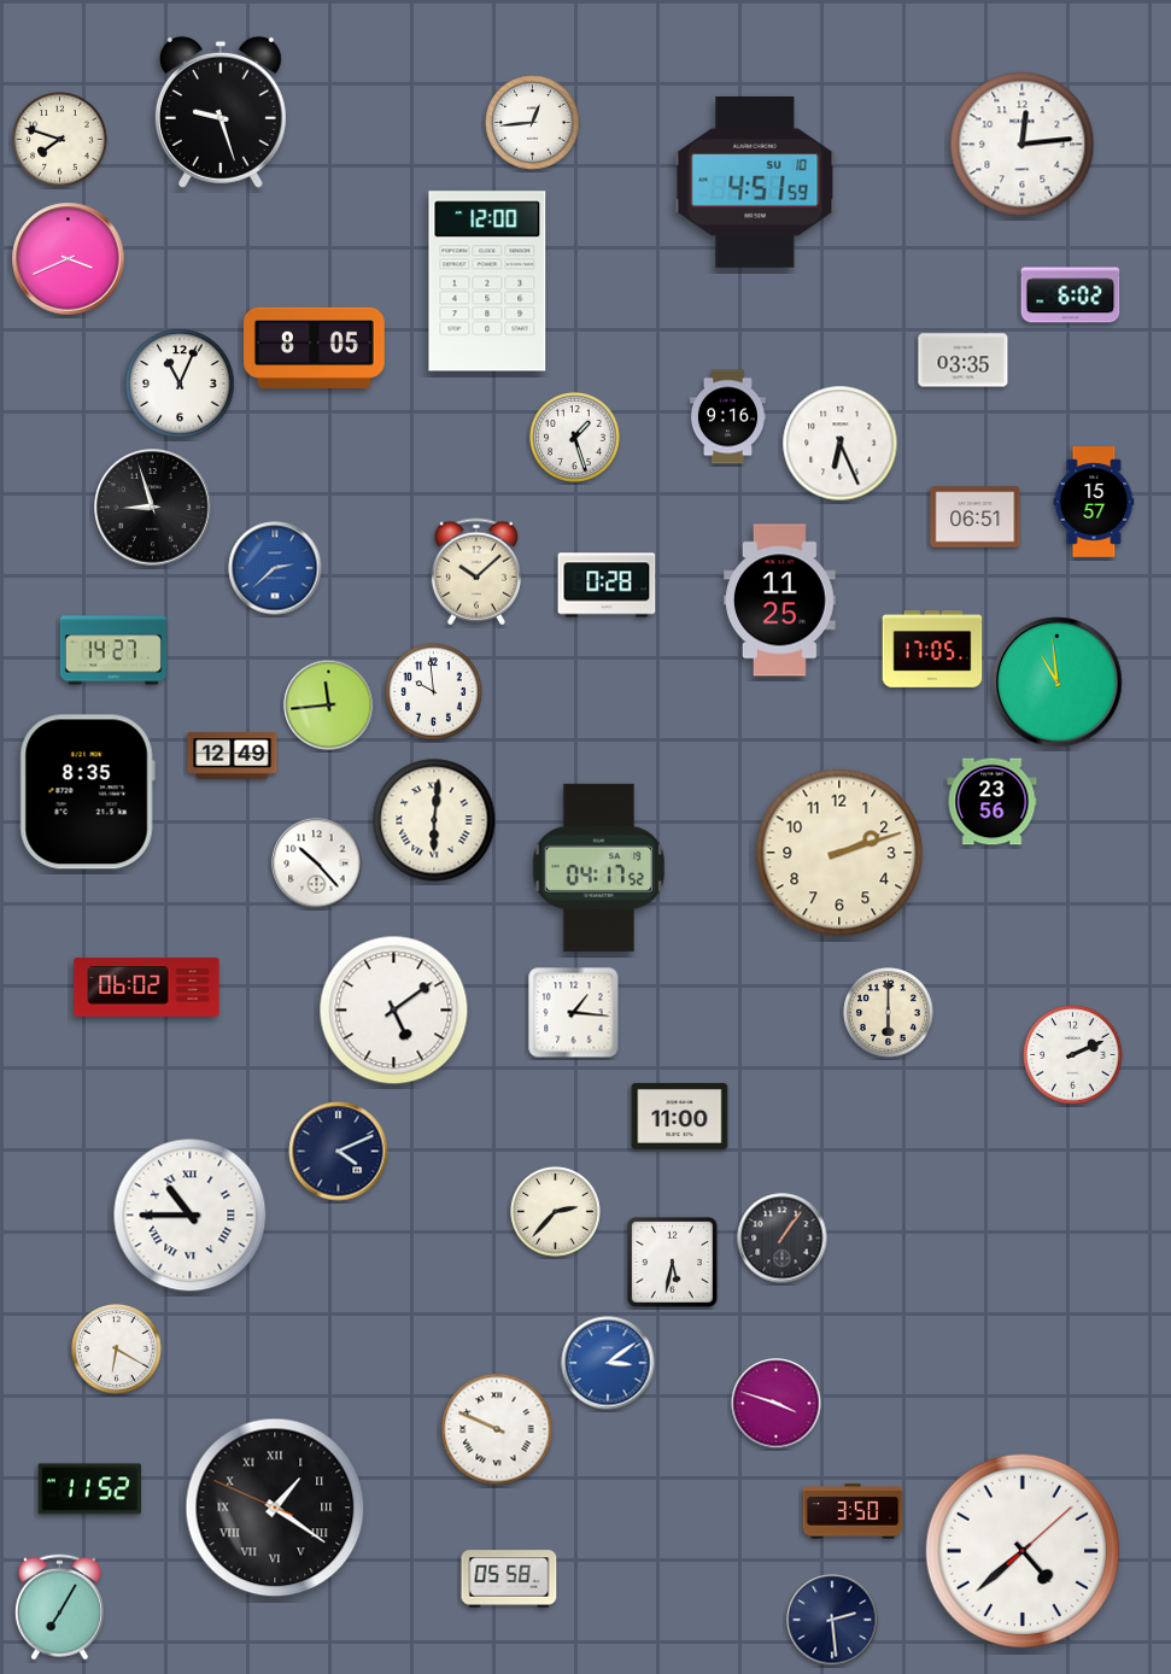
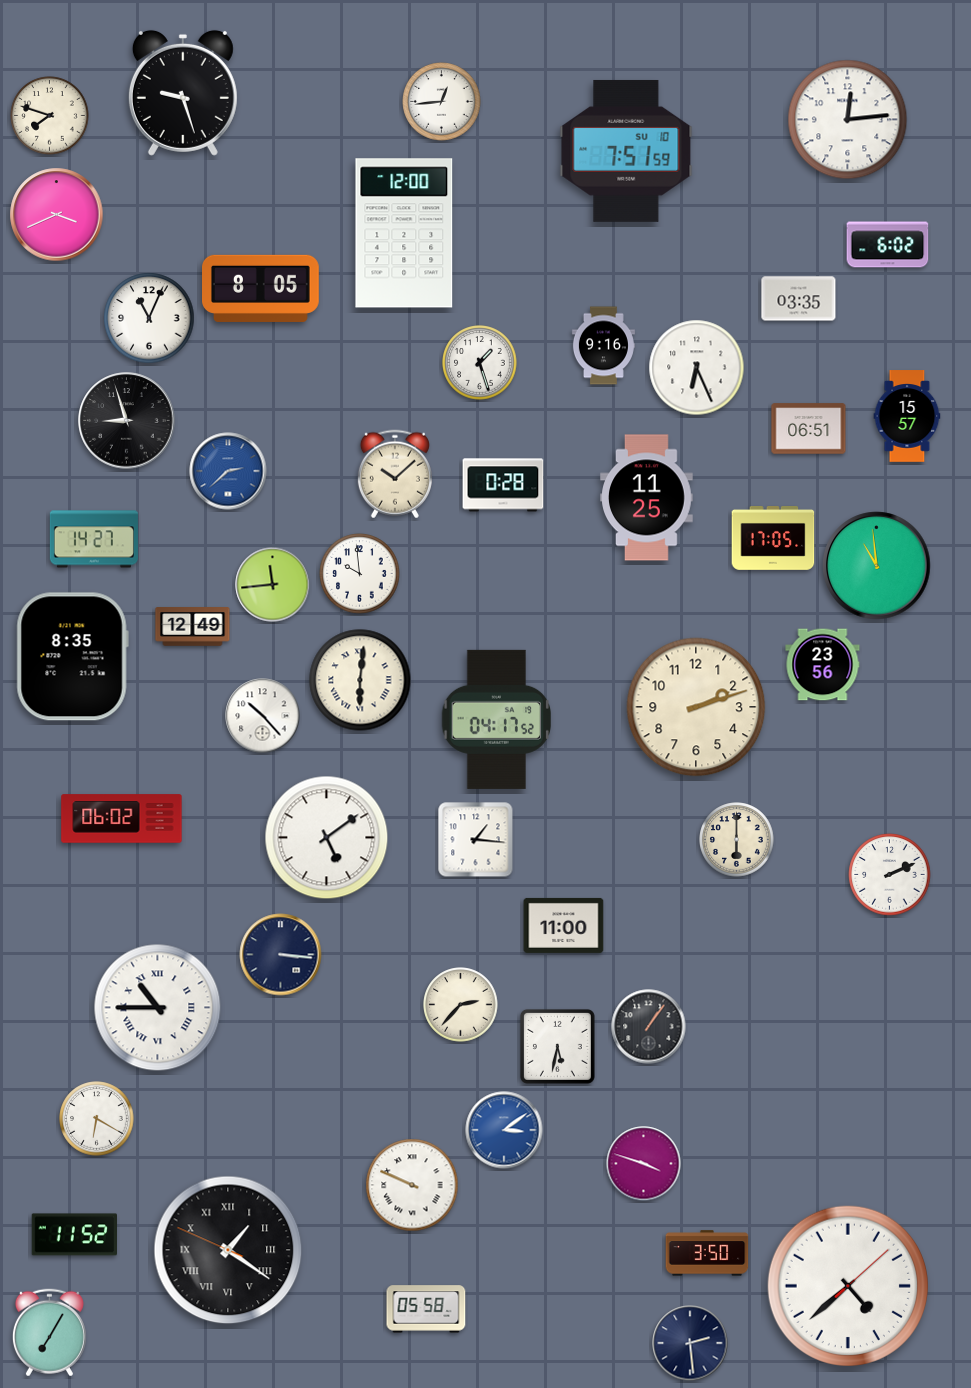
clock at (755, 182): 4:51 -> 7:51
clock at (575, 438) position: (575, 438) -> (480, 363)
clock at (339, 1152): 4:11 -> 3:16
clock at (509, 1579) position: (509, 1579) -> (426, 1309)
